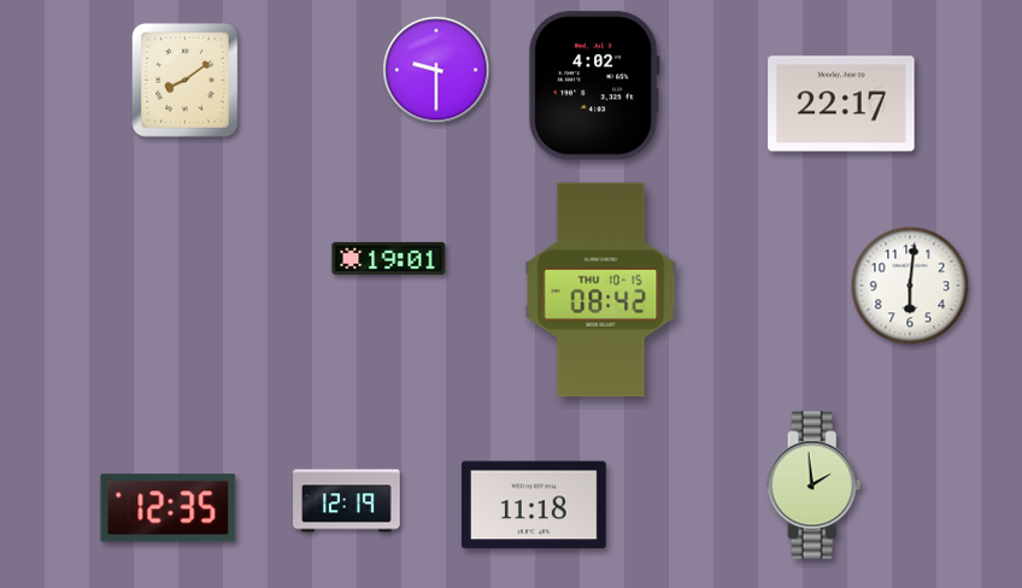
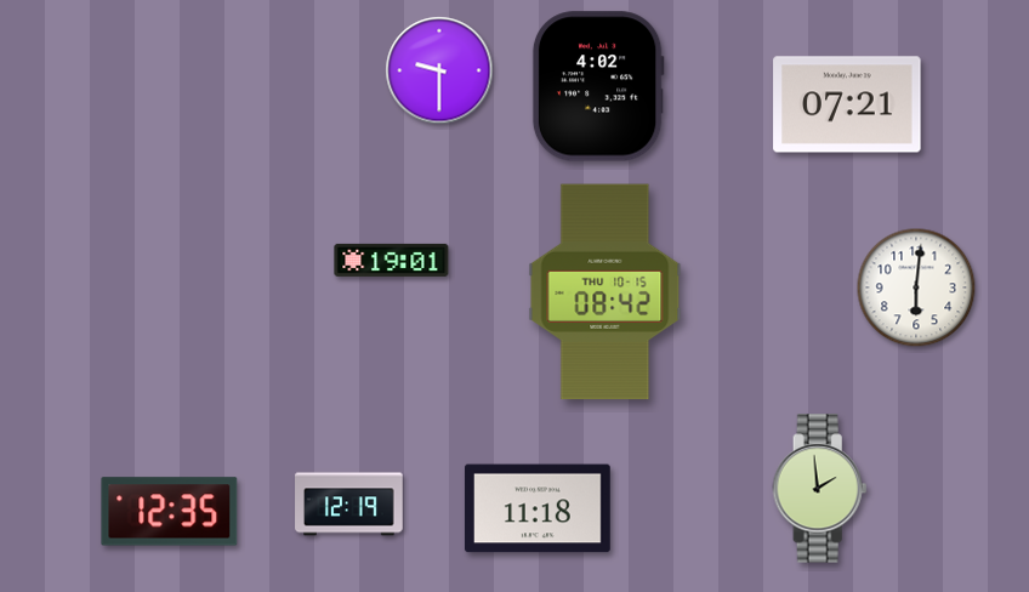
clock at (186, 81): 8:09 -> none
clock at (841, 104): 22:17 -> 07:21
